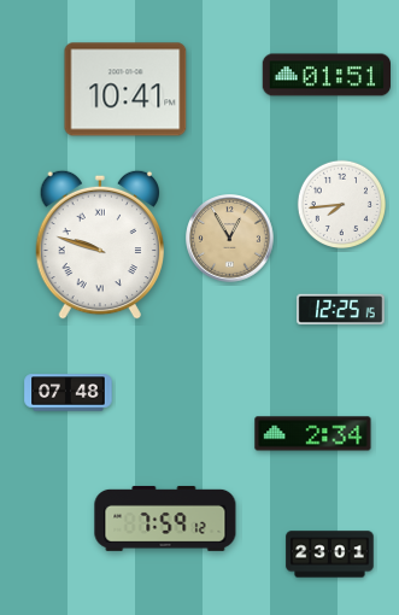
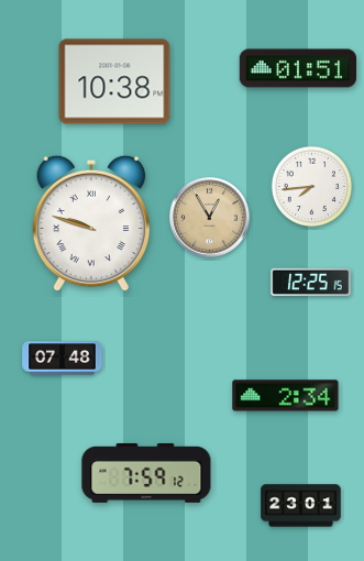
clock at (125, 89): 10:41 -> 10:38
clock at (165, 519) position: (165, 519) -> (146, 473)
